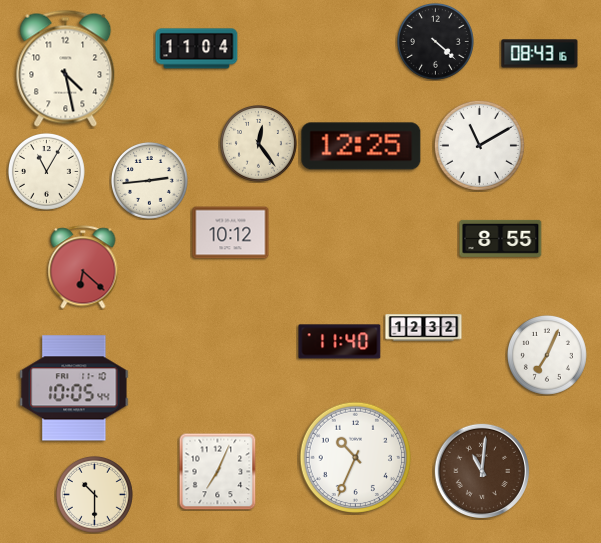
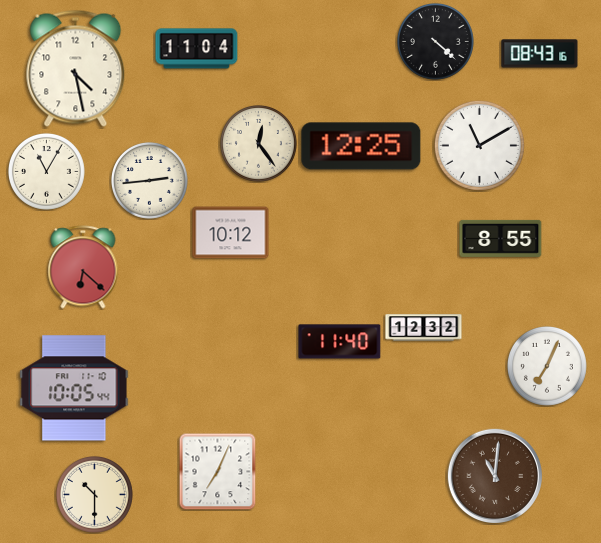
clock at (66, 68) position: (66, 68) -> (76, 68)
clock at (547, 355) position: (547, 355) -> (547, 366)
clock at (356, 458): 10:34 -> none
clock at (481, 470) position: (481, 470) -> (494, 475)
